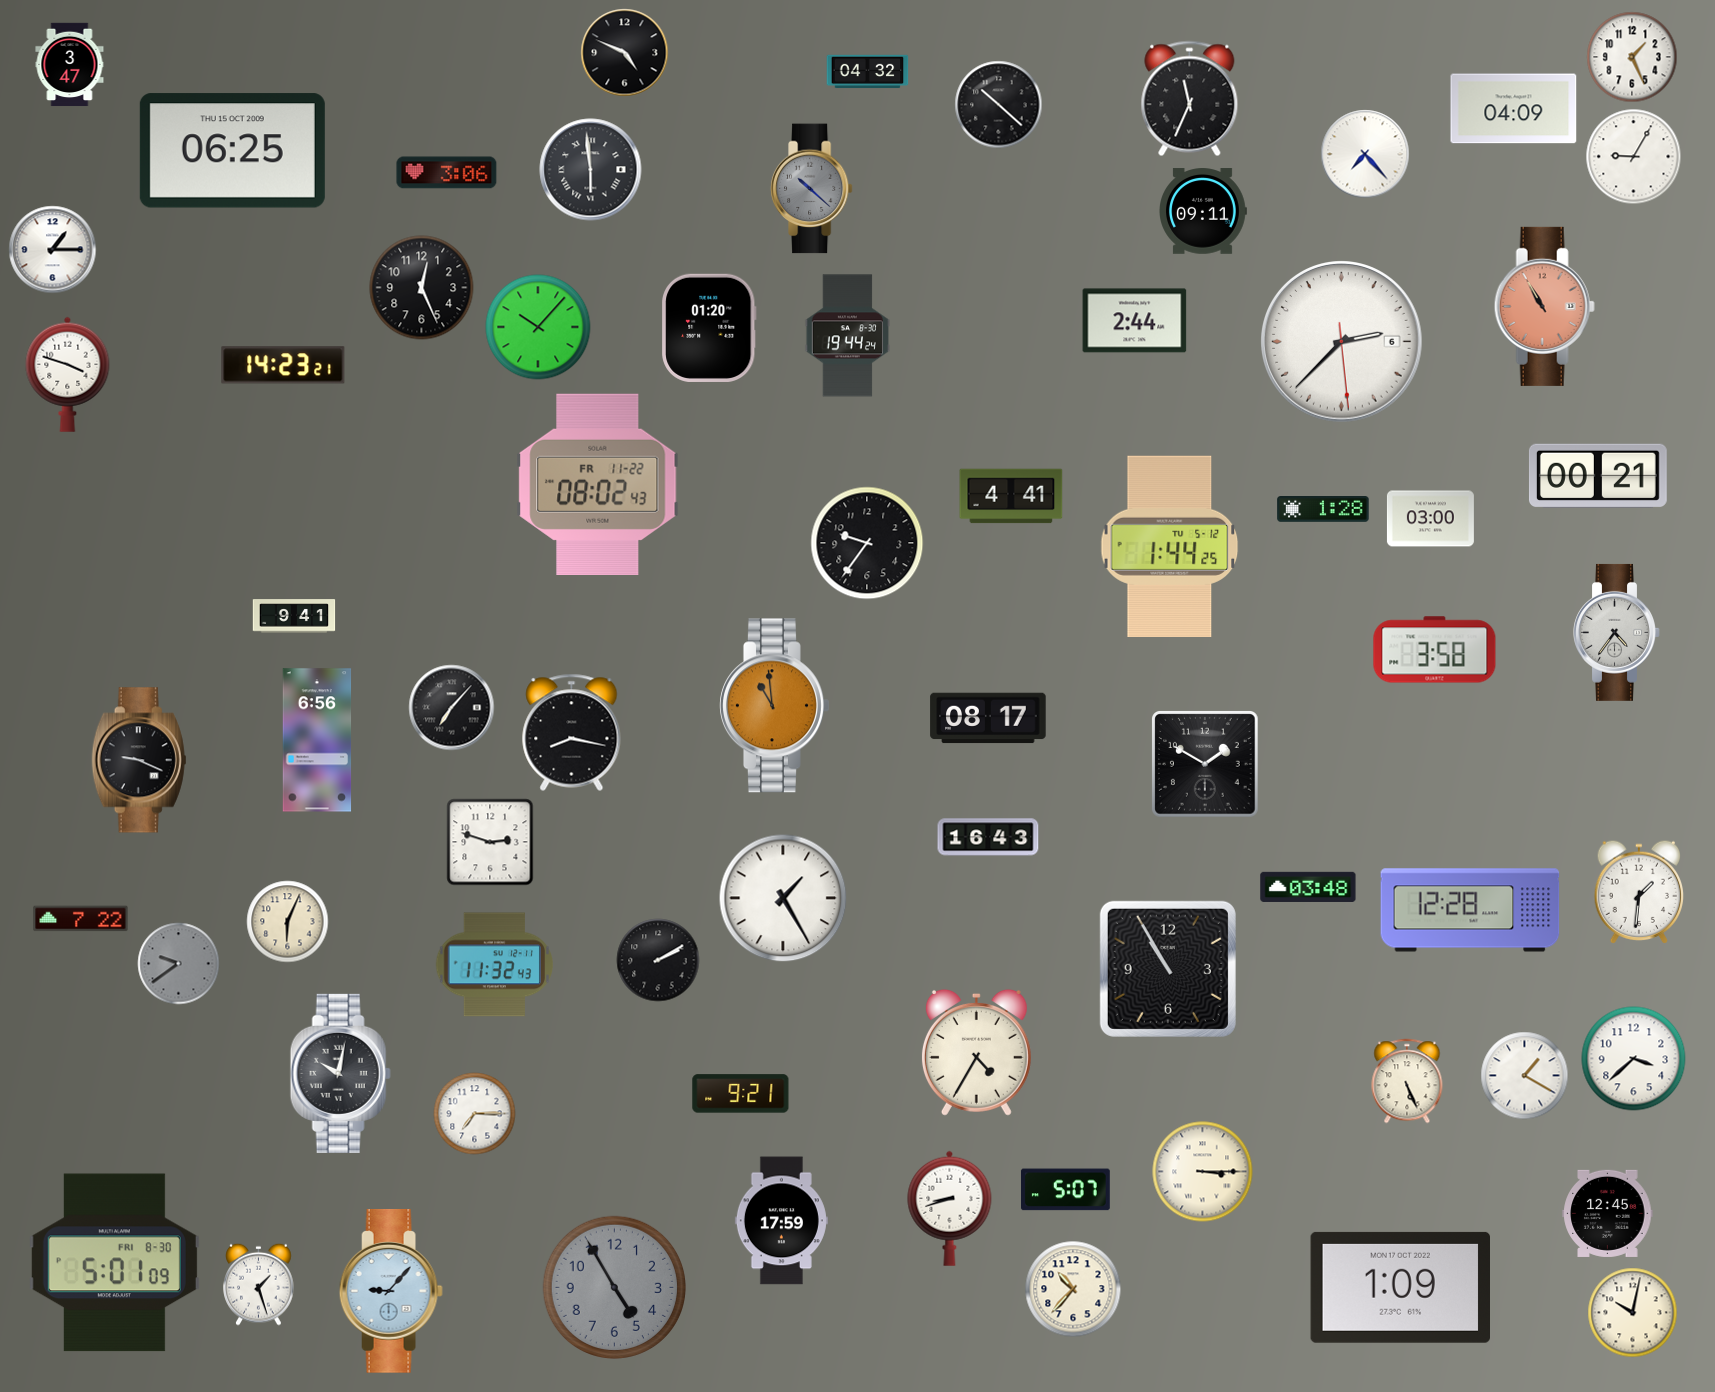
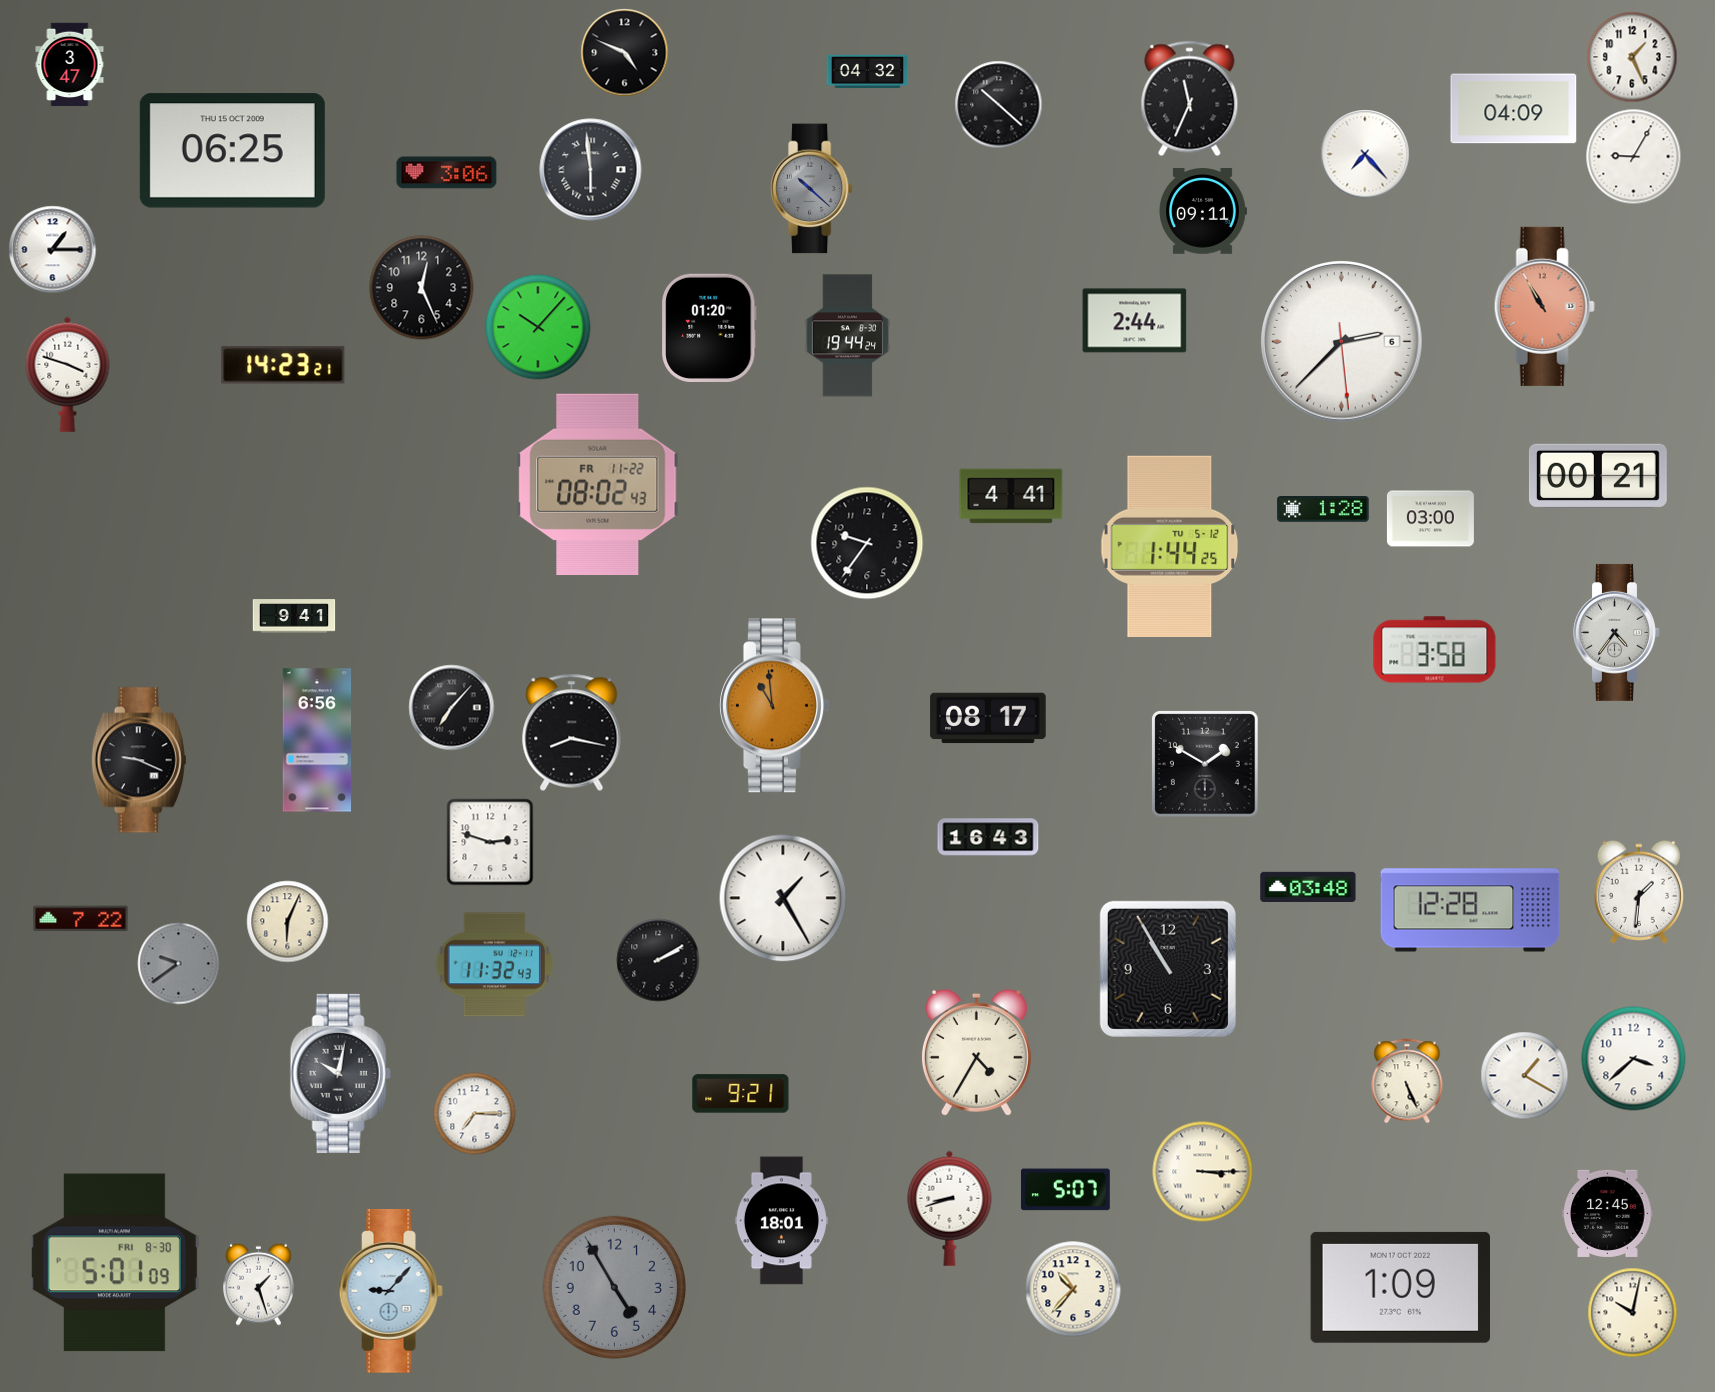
clock at (781, 1221): 17:59 -> 18:01
